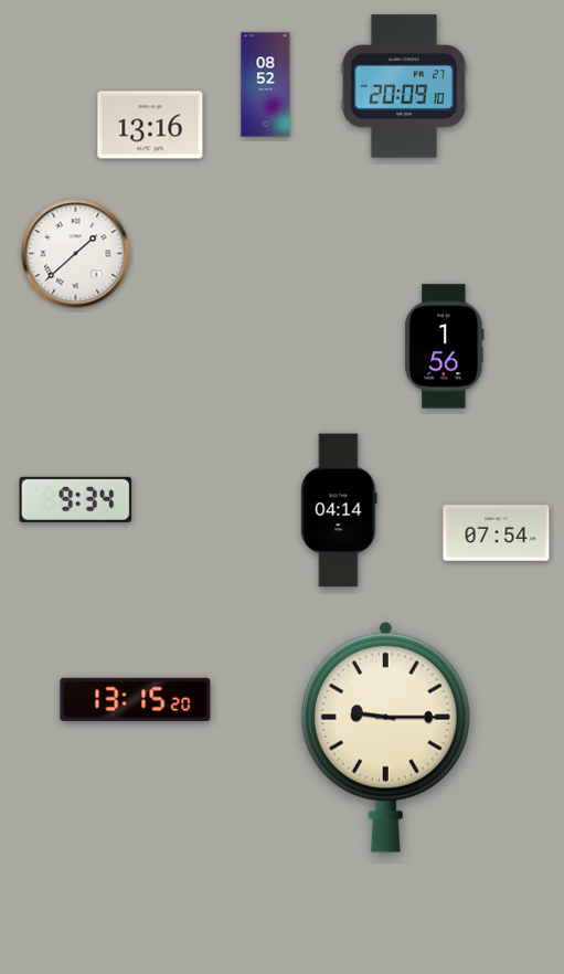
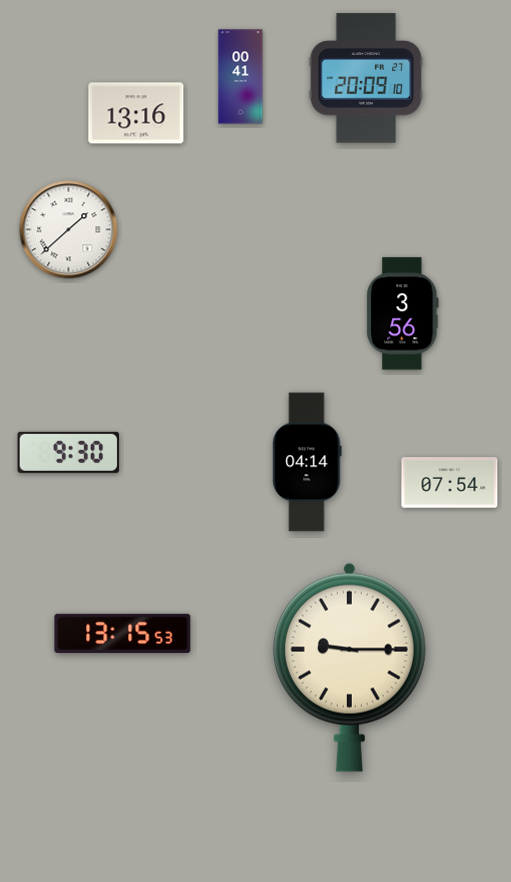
clock at (266, 85): 08:52 -> 00:41
clock at (445, 347): 1:56 -> 3:56
clock at (76, 499): 9:34 -> 9:30
clock at (136, 699): 13:15:20 -> 13:15:53
